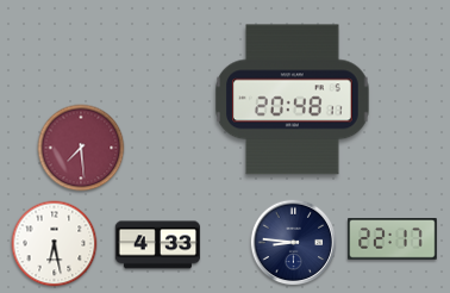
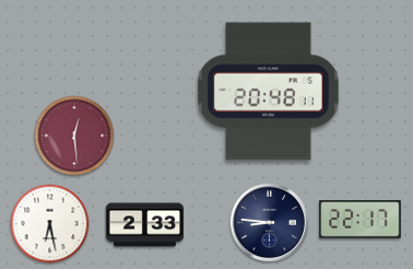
clock at (81, 148): 7:29 -> 12:29
clock at (158, 245): 4:33 -> 2:33
